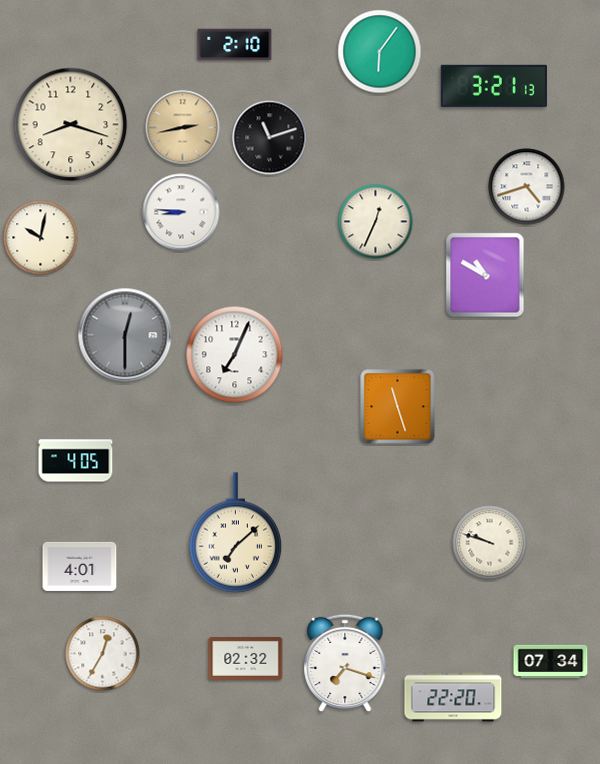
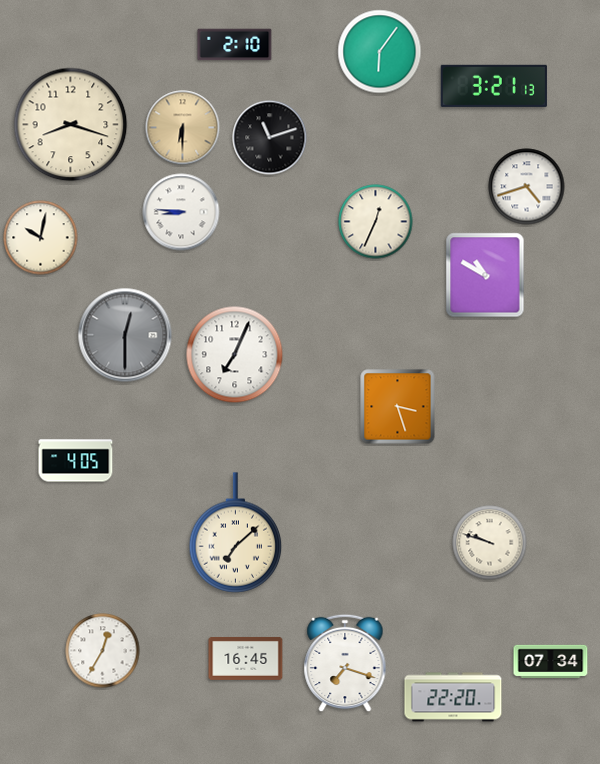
clock at (183, 128): 2:43 -> 6:30
clock at (398, 407): 11:27 -> 3:27
clock at (80, 566): 4:01 -> none
clock at (103, 654) position: (103, 654) -> (103, 651)
clock at (246, 658): 02:32 -> 16:45
